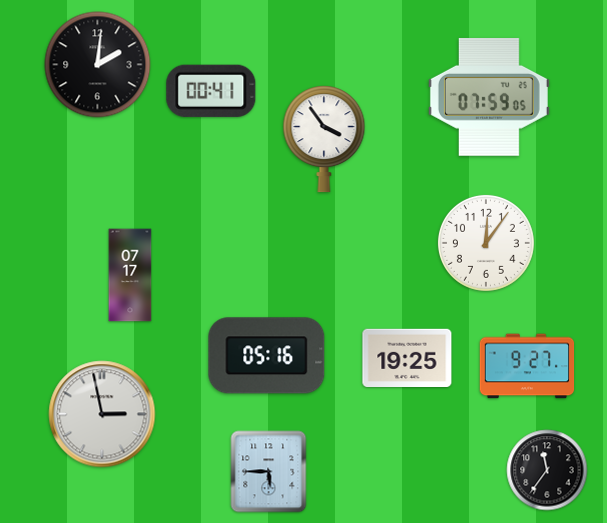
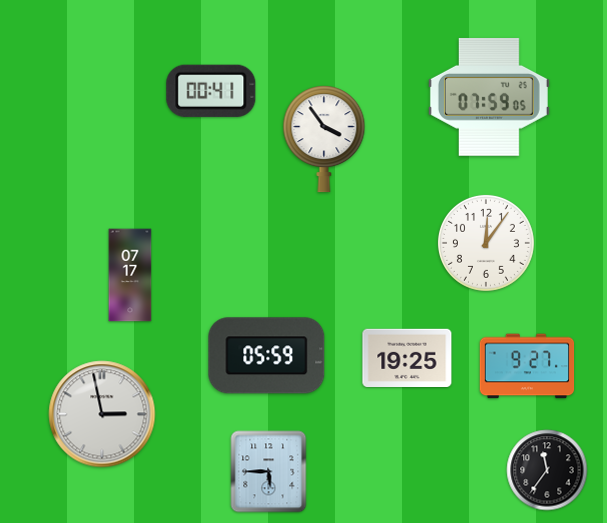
clock at (98, 65): 2:01 -> none
clock at (267, 356): 05:16 -> 05:59
